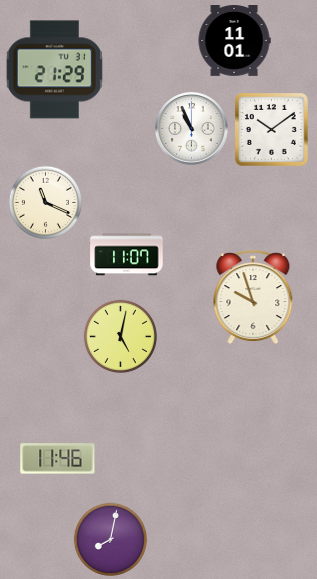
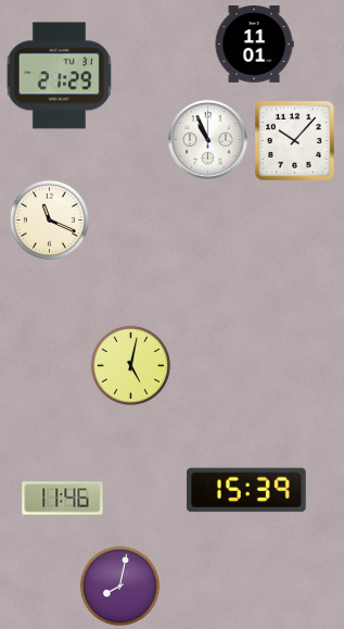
clock at (272, 130): 10:09 -> 10:07
clock at (127, 255): 11:07 -> none
clock at (253, 298): 9:57 -> none
clock at (246, 490): none -> 15:39
